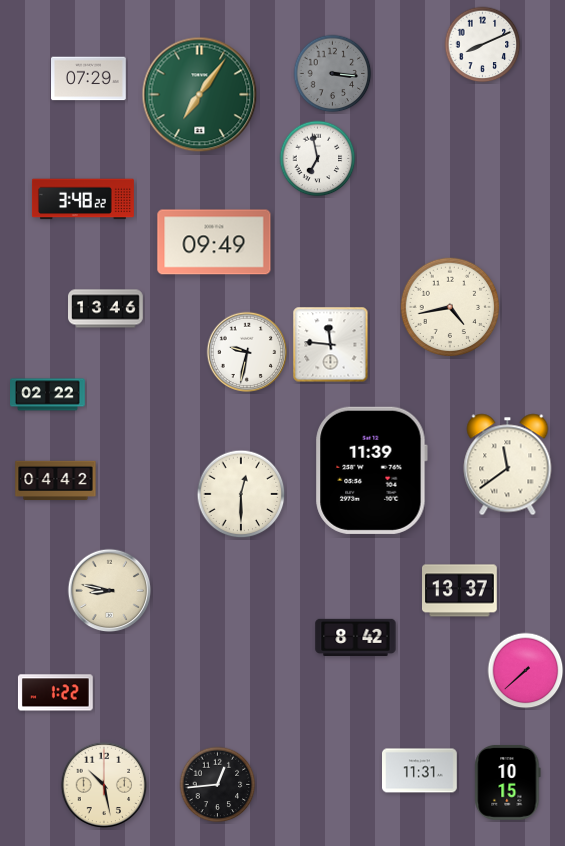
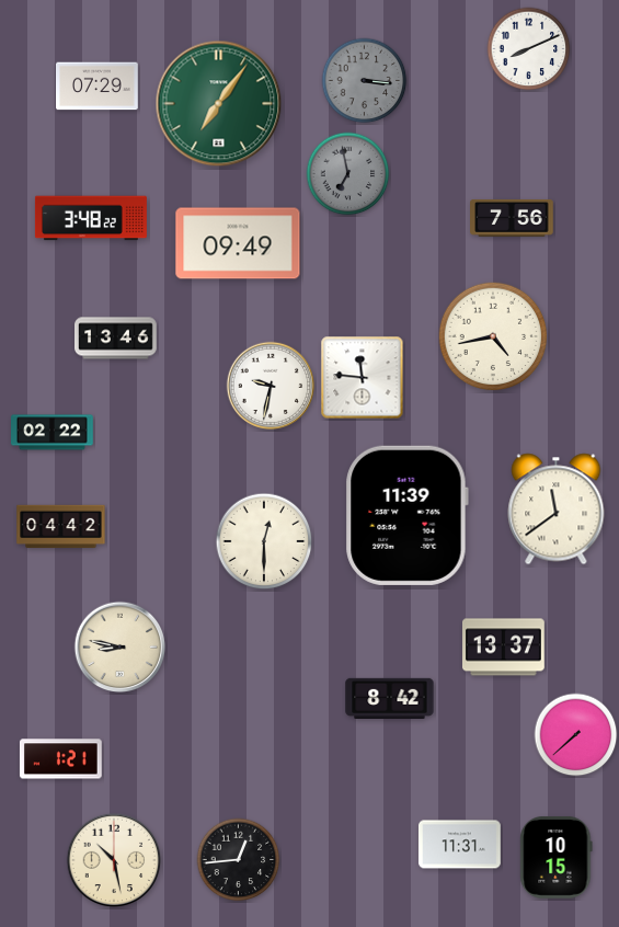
clock at (318, 159) dial: white -> grey
clock at (512, 218): none -> 7:56
clock at (214, 242) position: (214, 242) -> (238, 243)
clock at (56, 693): 1:22 -> 1:21
